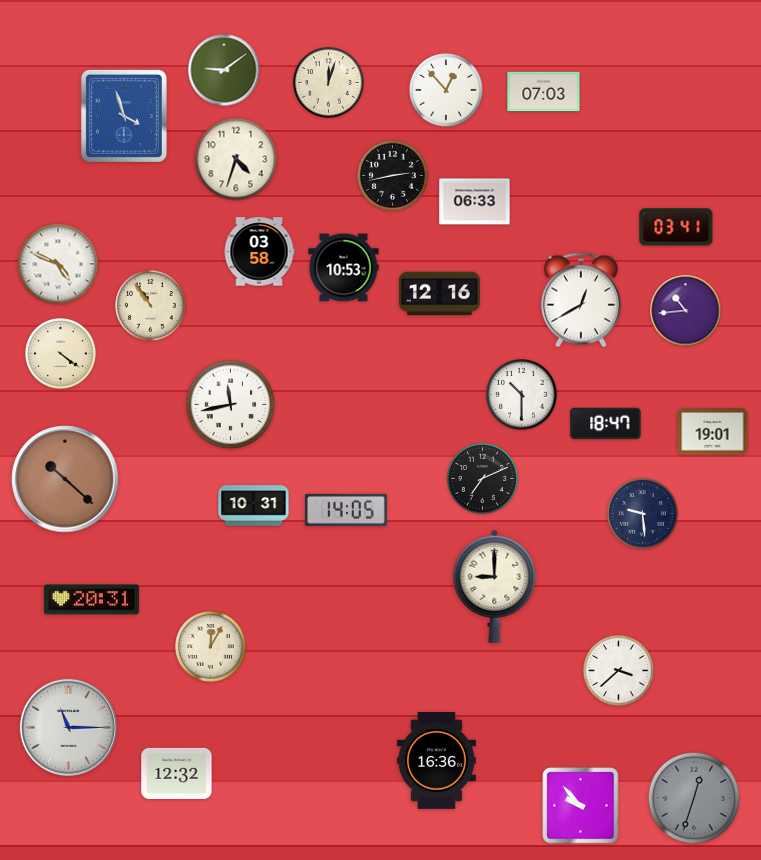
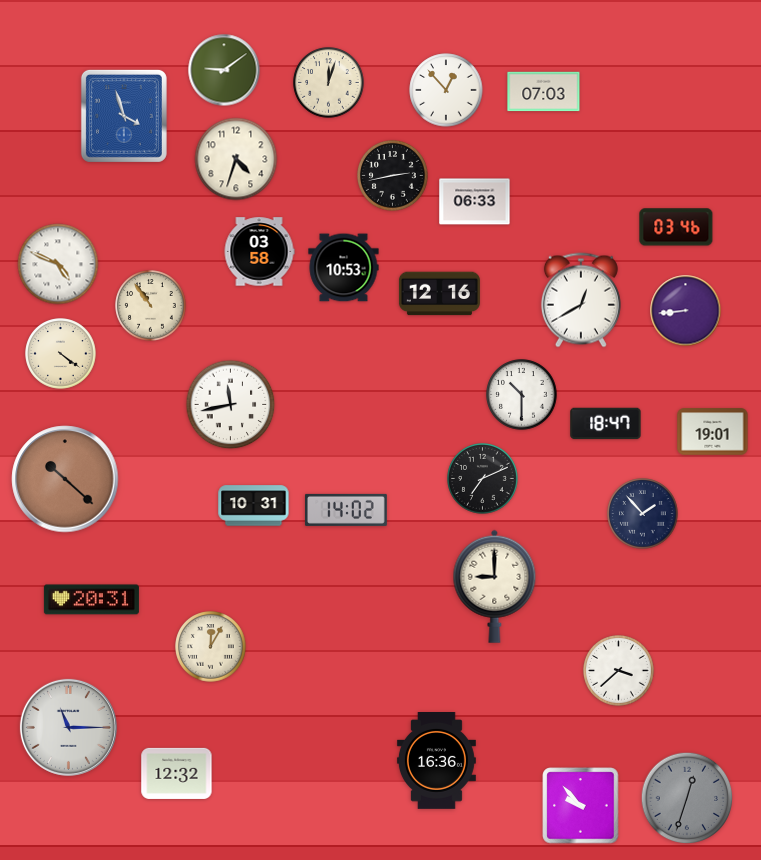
clock at (676, 227): 03:41 -> 03:46
clock at (686, 311): 10:44 -> 8:44
clock at (346, 510): 14:05 -> 14:02
clock at (643, 514): 9:29 -> 1:53
clock at (694, 798) position: (694, 798) -> (687, 798)
